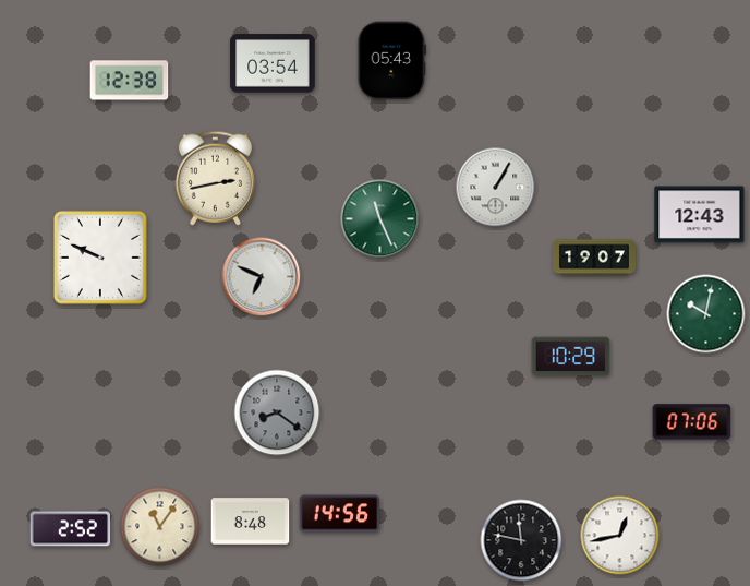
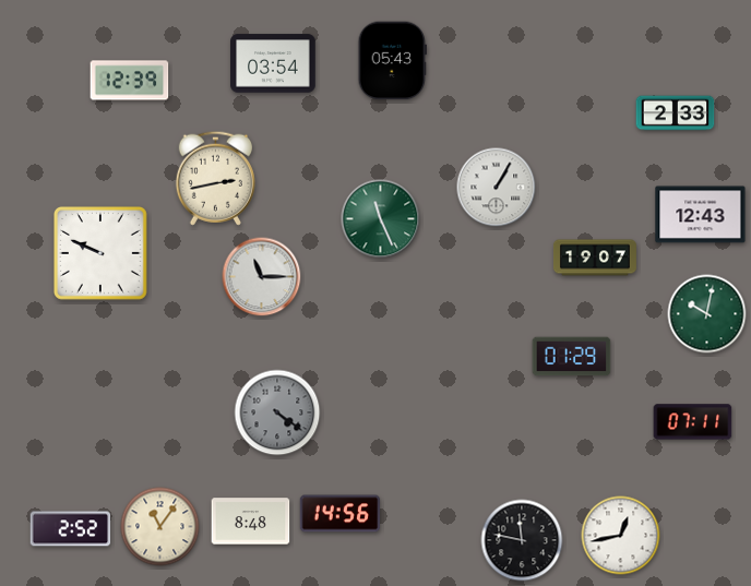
clock at (130, 81): 12:38 -> 12:39
clock at (676, 113): none -> 2:33
clock at (100, 258) position: (100, 258) -> (100, 253)
clock at (262, 277): 6:49 -> 11:15
clock at (571, 357): 10:29 -> 01:29
clock at (277, 412): 8:21 -> 4:21
clock at (692, 422): 07:06 -> 07:11
